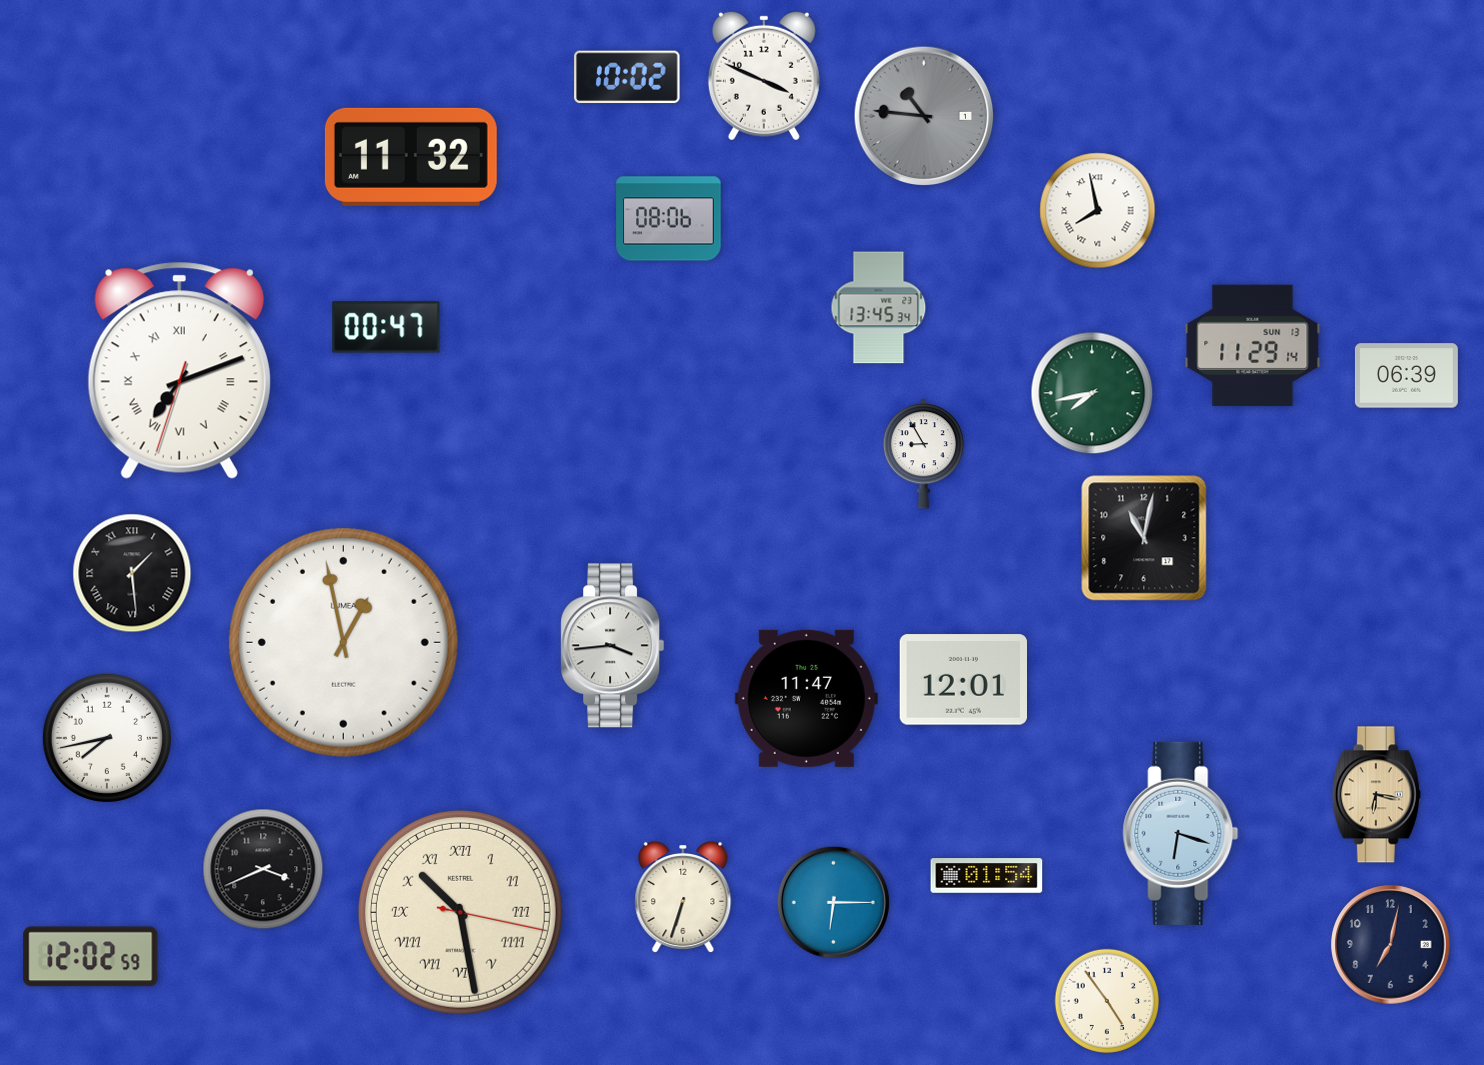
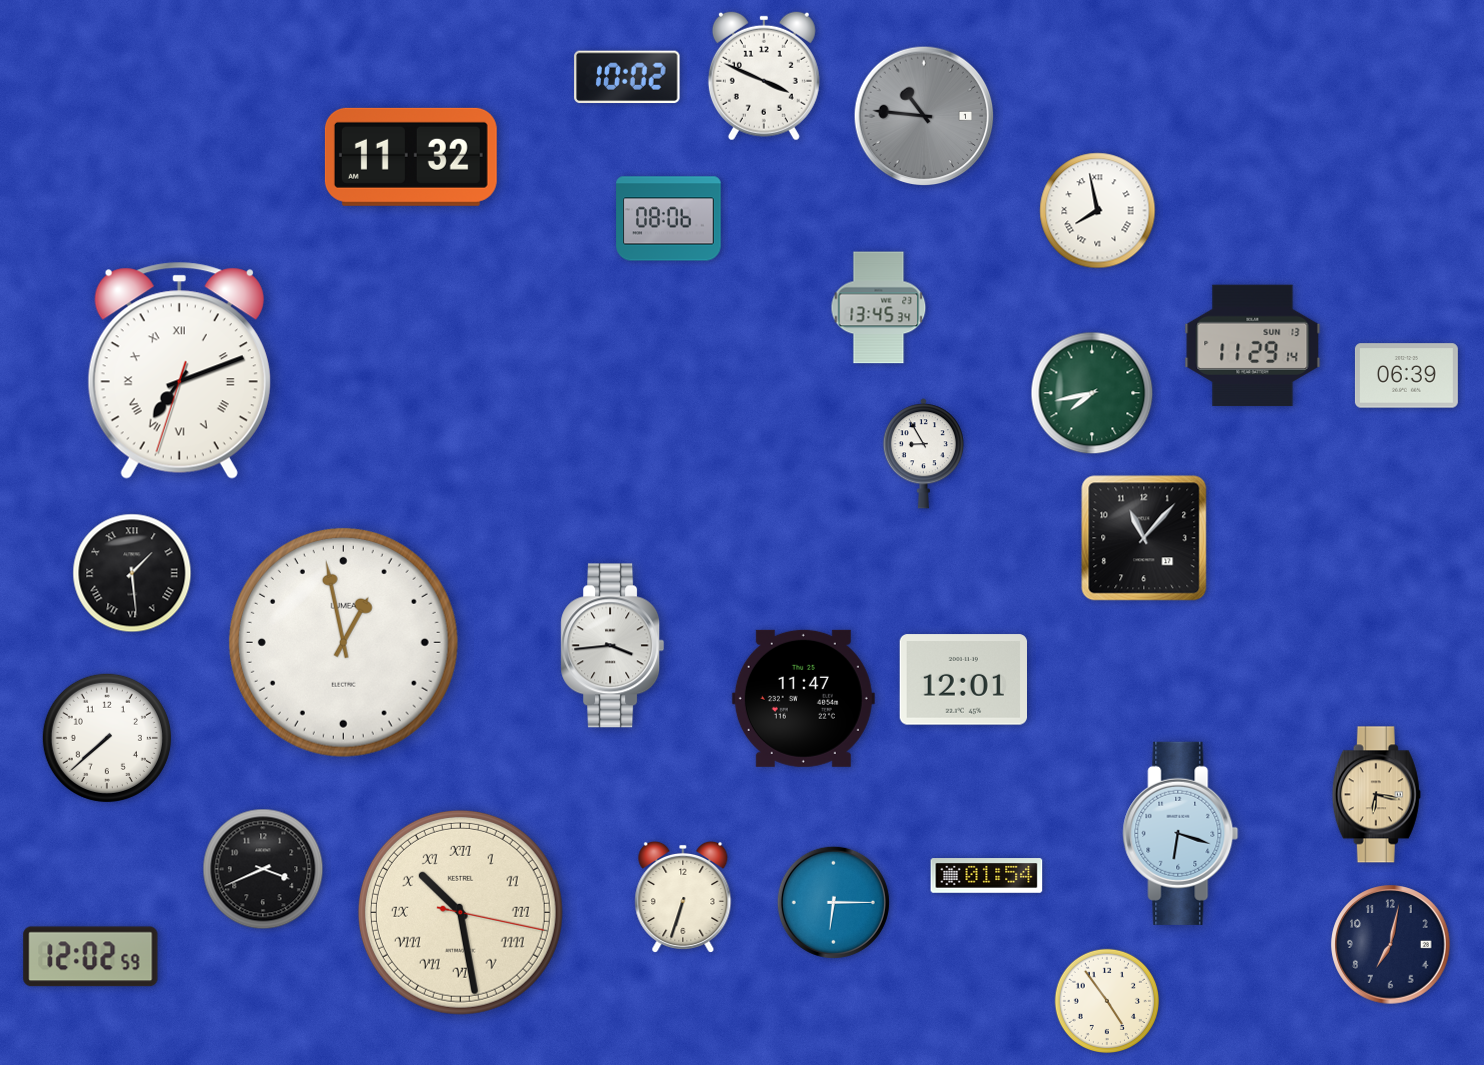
clock at (386, 327): 00:47 -> none
clock at (1144, 538): 11:02 -> 11:07
clock at (806, 698) position: (806, 698) -> (803, 698)
clock at (107, 738): 7:43 -> 7:38
